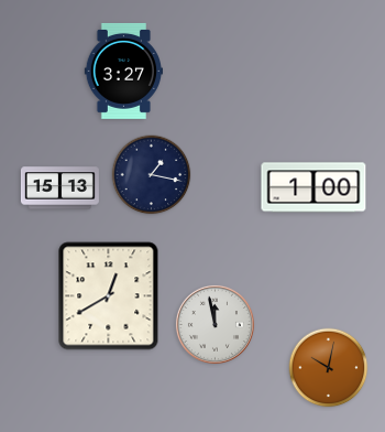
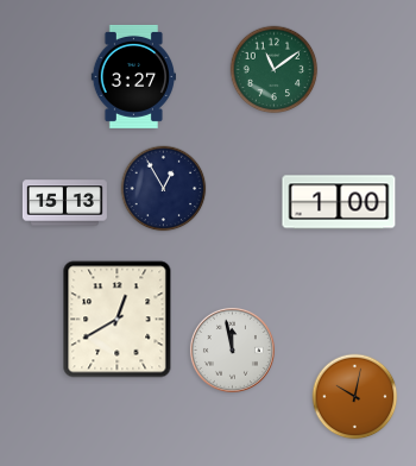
clock at (275, 70): none -> 11:09
clock at (152, 175): 1:17 -> 12:55
